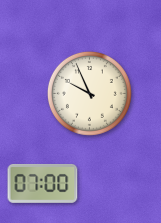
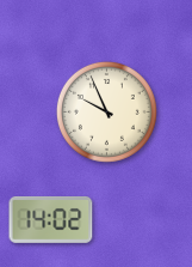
clock at (43, 183): 07:00 -> 14:02
